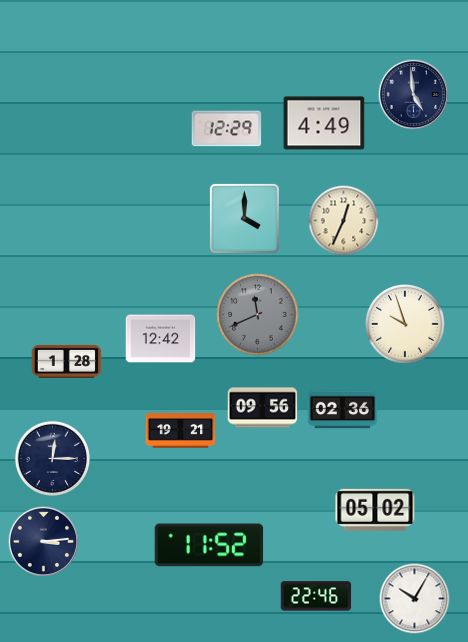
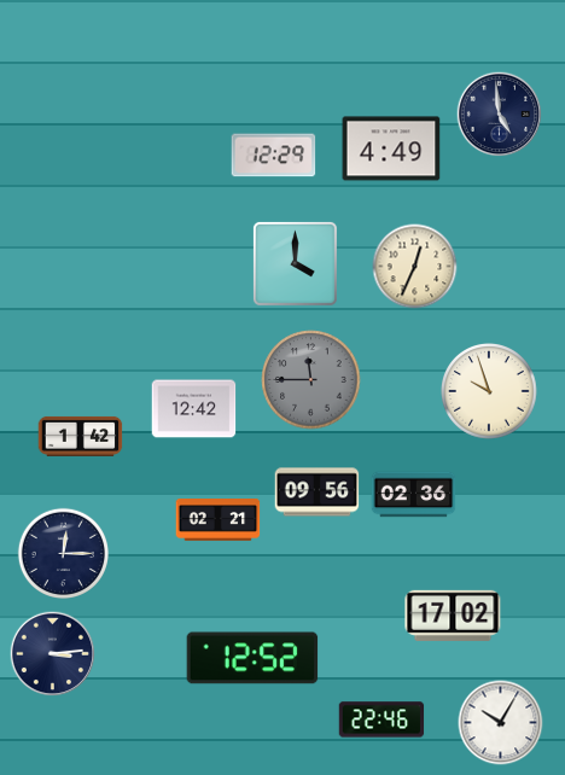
clock at (258, 315): 11:41 -> 11:45
clock at (67, 361): 1:28 -> 1:42
clock at (181, 431): 19:21 -> 02:21
clock at (375, 510): 05:02 -> 17:02
clock at (209, 545): 11:52 -> 12:52
